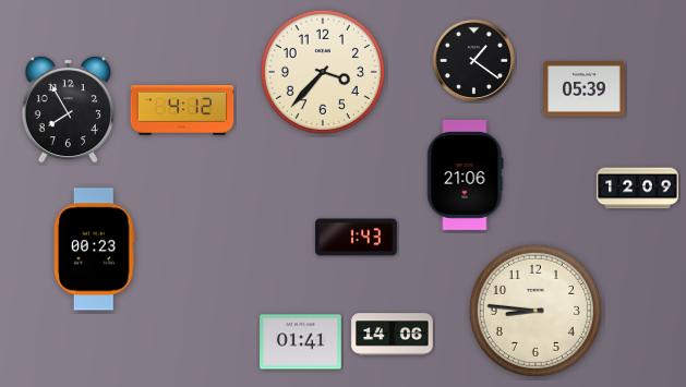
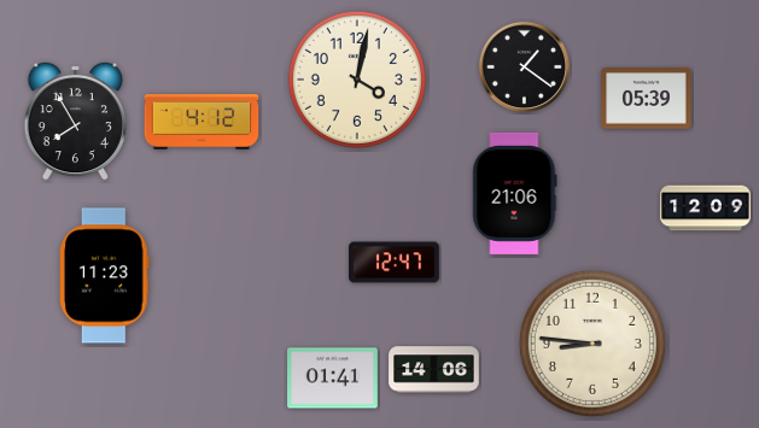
clock at (323, 72): 3:37 -> 4:02
clock at (357, 238): 1:43 -> 12:47
clock at (95, 250): 00:23 -> 11:23
